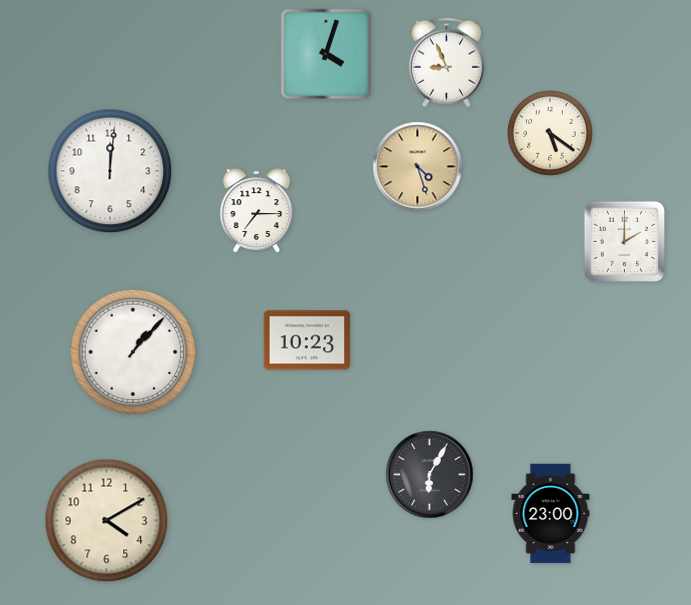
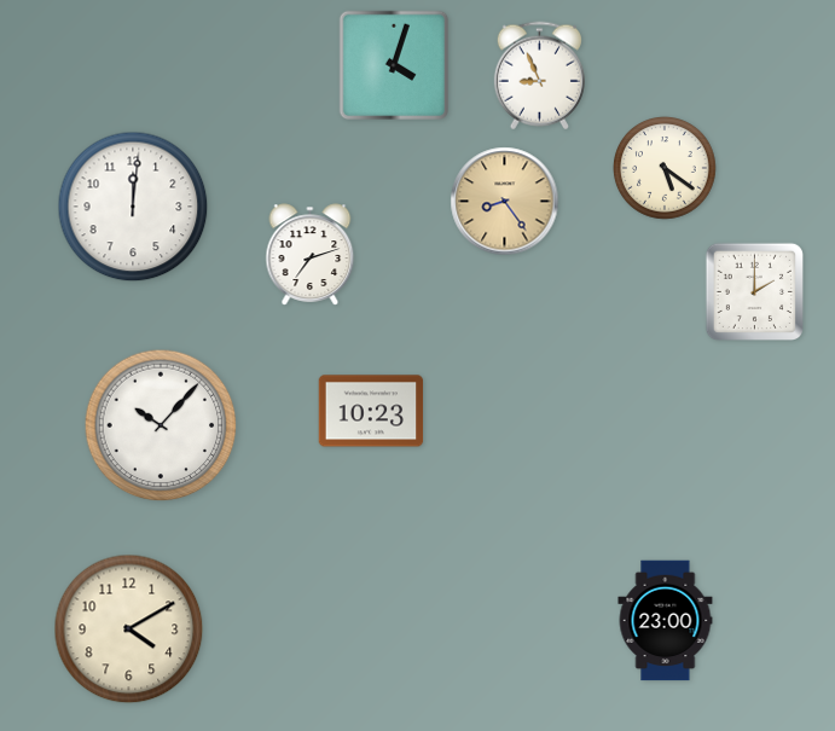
clock at (551, 134) position: (551, 134) -> (666, 169)
clock at (418, 167): 4:27 -> 8:24
clock at (257, 211): 7:15 -> 7:12
clock at (133, 352): 1:07 -> 10:07
clock at (430, 475): 6:05 -> none
